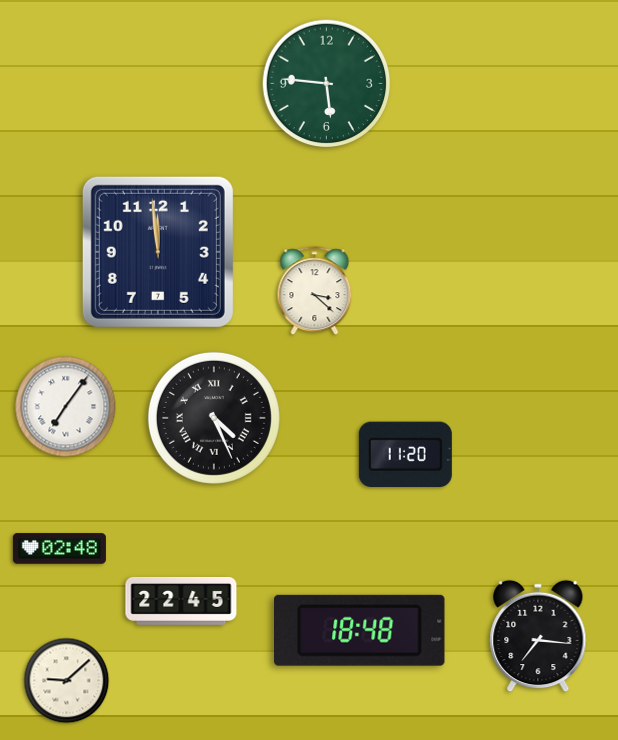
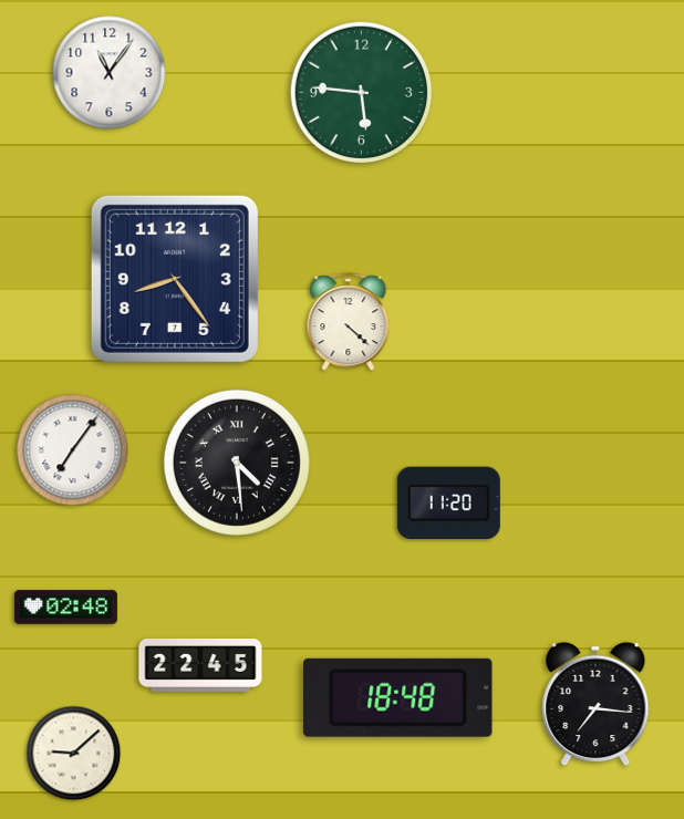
clock at (110, 73): none -> 11:06
clock at (158, 252): 11:59 -> 8:24
clock at (315, 291): 3:22 -> 4:22
clock at (214, 418): 4:26 -> 4:29
